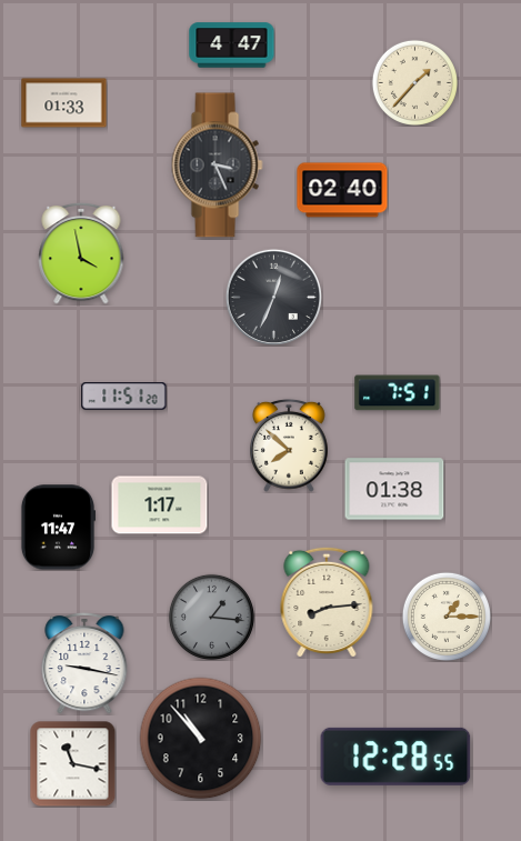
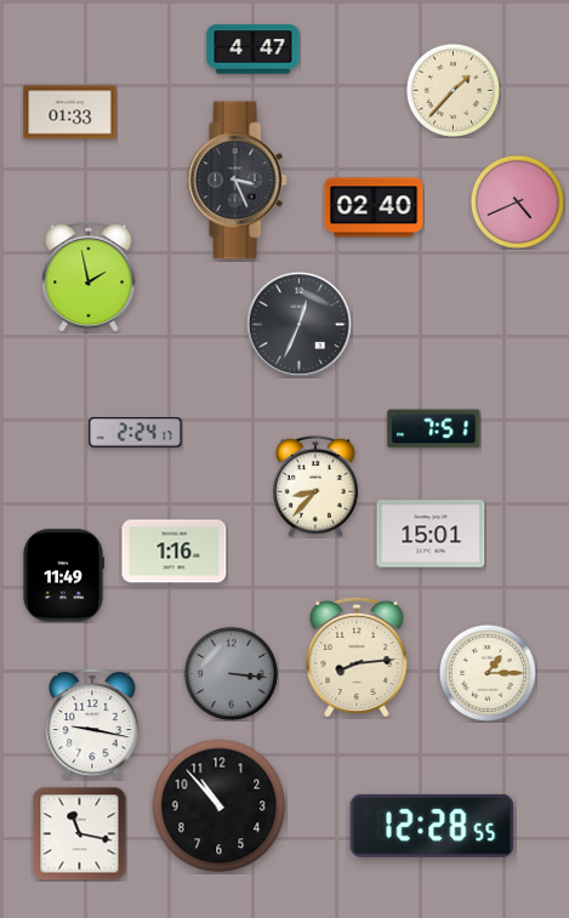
clock at (517, 201): none -> 4:41
clock at (81, 253): 3:58 -> 1:58
clock at (124, 397): 11:51 -> 2:24
clock at (290, 445): 7:52 -> 8:37
clock at (394, 489): 01:38 -> 15:01
clock at (160, 505): 1:17 -> 1:16
clock at (57, 528): 11:47 -> 11:49
clock at (211, 617): 1:16 -> 3:16
